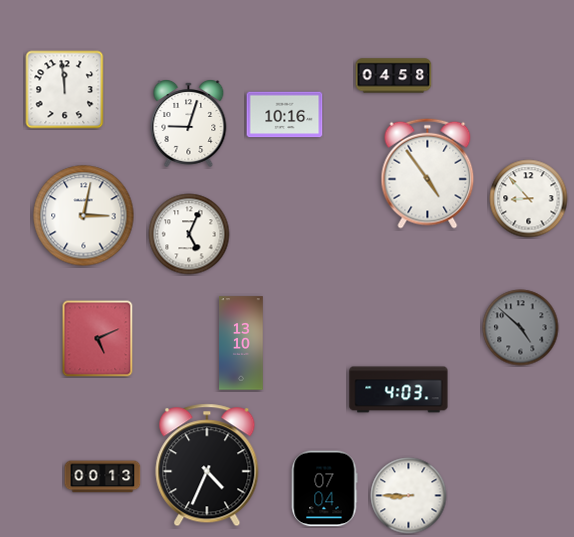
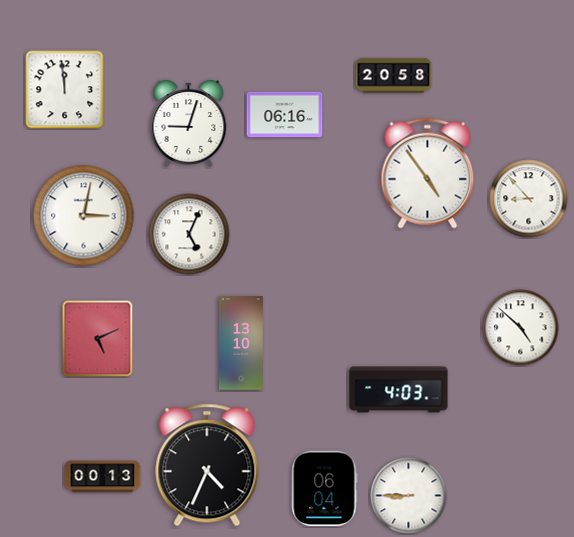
clock at (394, 76): 04:58 -> 20:58
clock at (285, 115): 10:16 -> 06:16
clock at (521, 328) dial: grey -> white
clock at (324, 489): 07:04 -> 06:04
